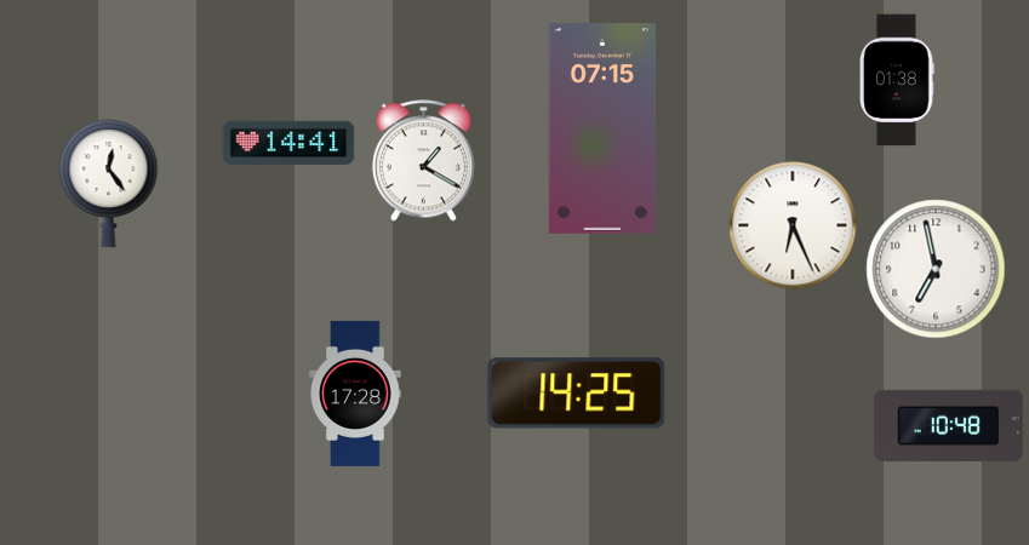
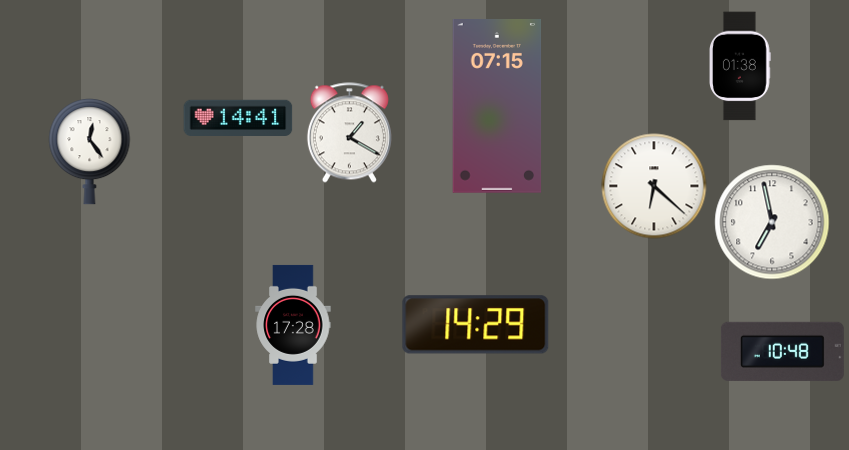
clock at (793, 225): 6:26 -> 6:22
clock at (577, 394): 14:25 -> 14:29
